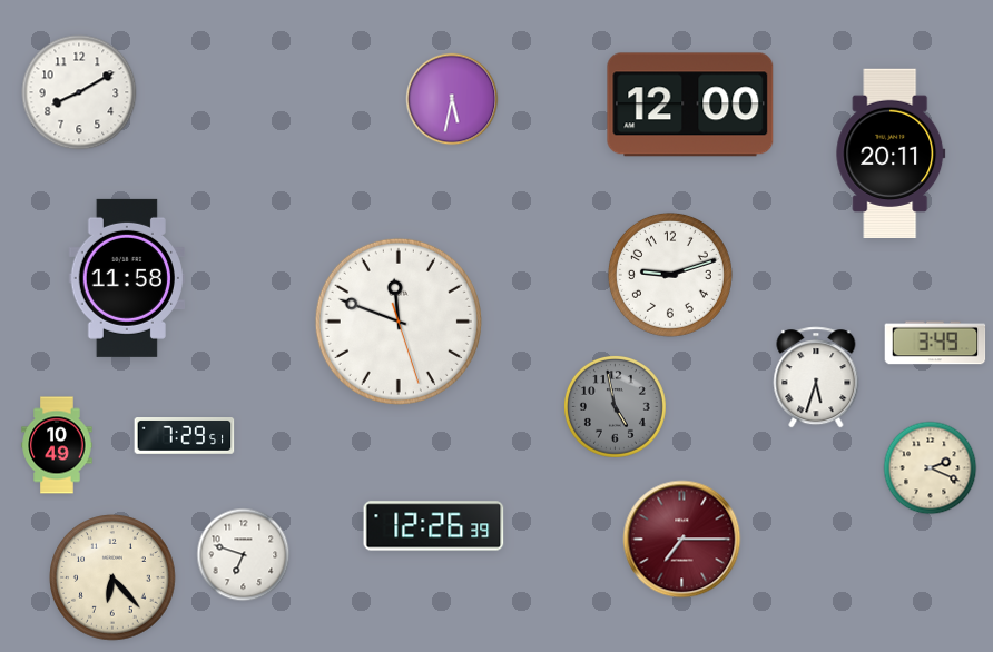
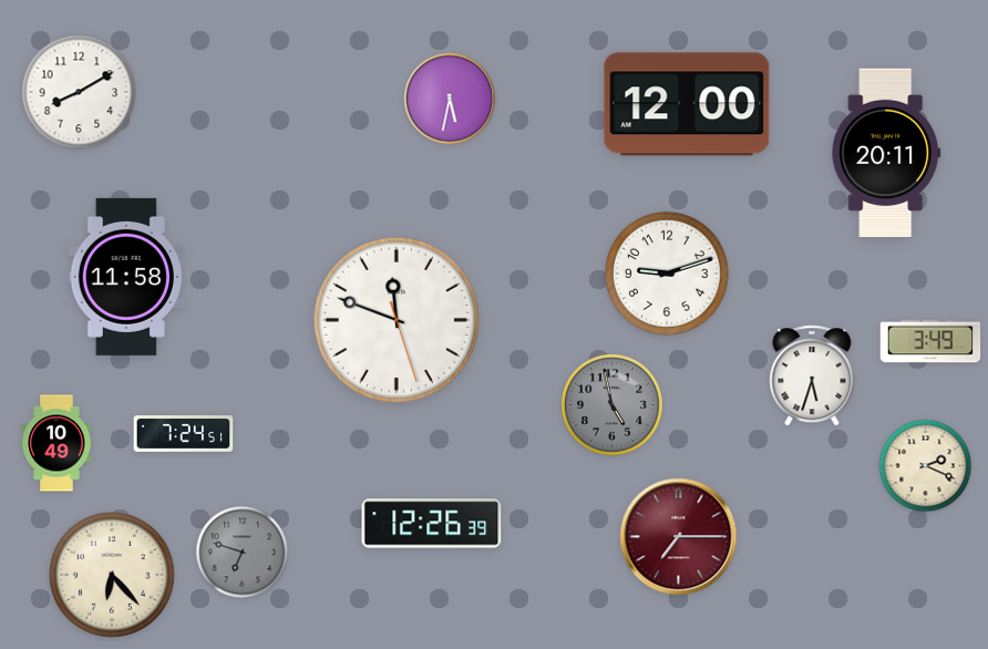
clock at (185, 436): 7:29 -> 7:24
clock at (244, 555) dial: white -> grey
